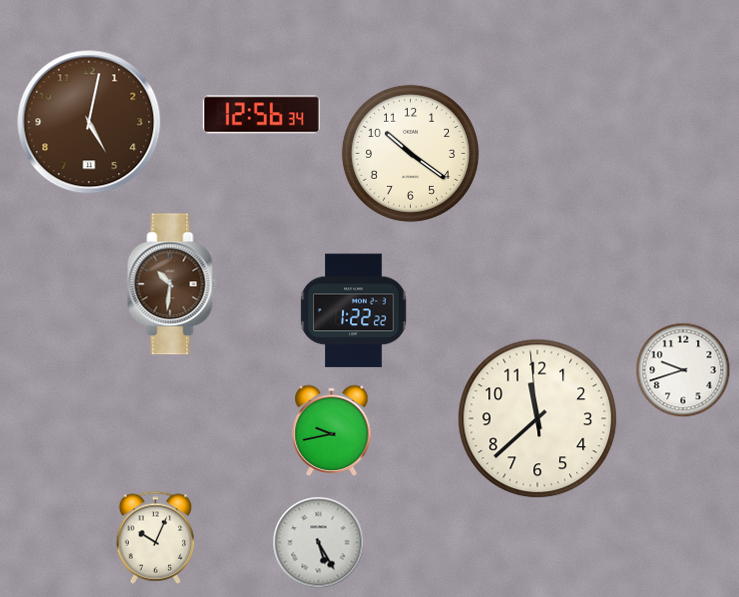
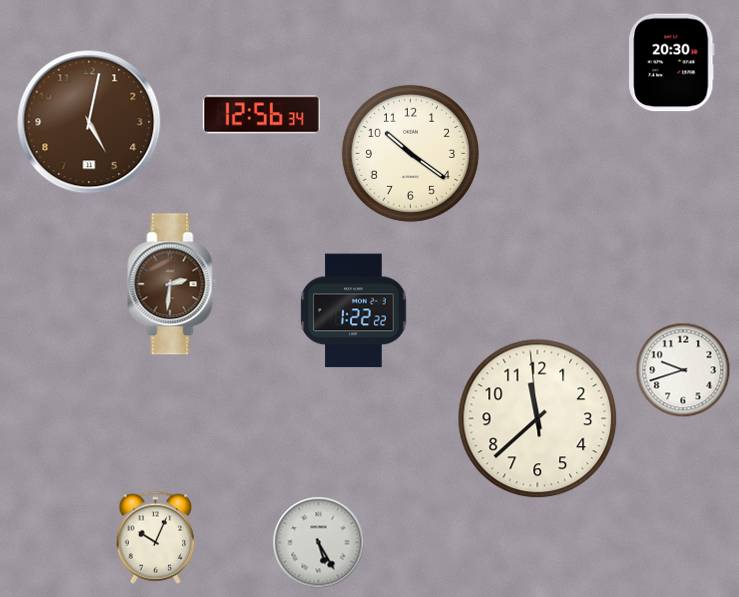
clock at (672, 63): none -> 20:30
clock at (172, 284): 10:31 -> 2:31
clock at (332, 430): 9:43 -> none
